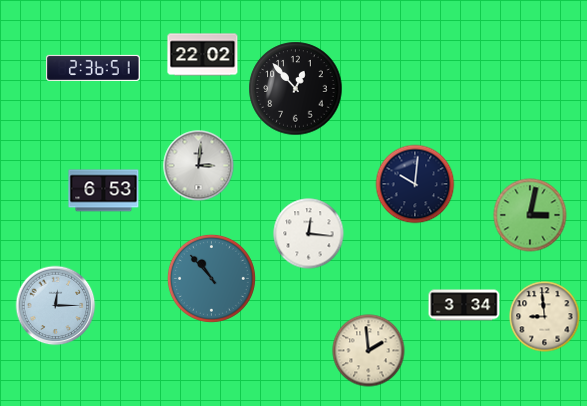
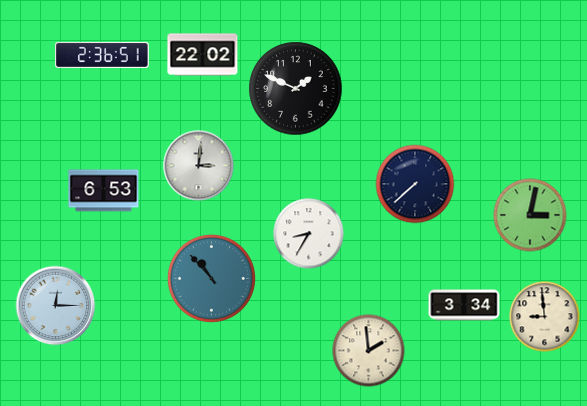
clock at (93, 68) position: (93, 68) -> (102, 55)
clock at (296, 89): 12:53 -> 1:49
clock at (415, 184): 10:01 -> 7:38
clock at (309, 234): 12:16 -> 8:35
